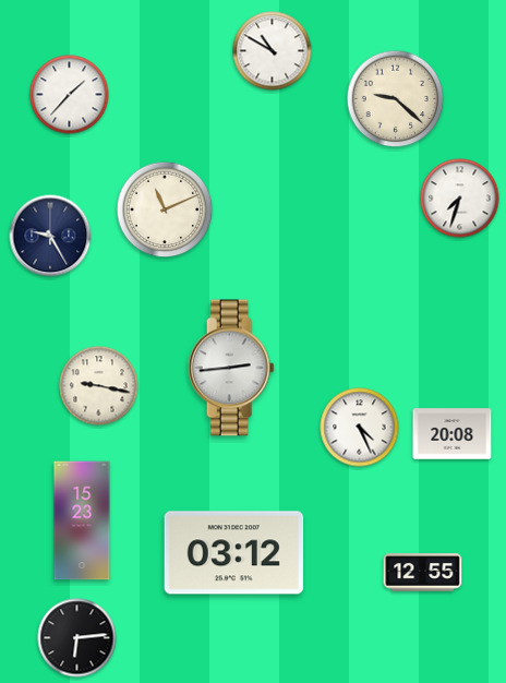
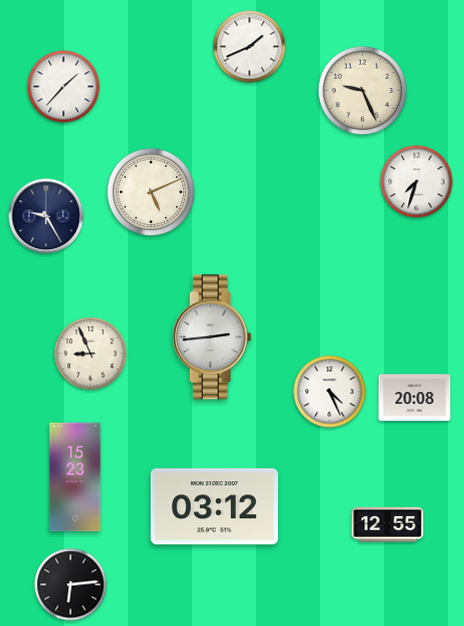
clock at (273, 51): 10:50 -> 1:41
clock at (396, 99): 9:22 -> 9:26
clock at (460, 199) position: (460, 199) -> (417, 182)
clock at (165, 209): 11:11 -> 5:11
clock at (99, 386): 9:17 -> 8:56
